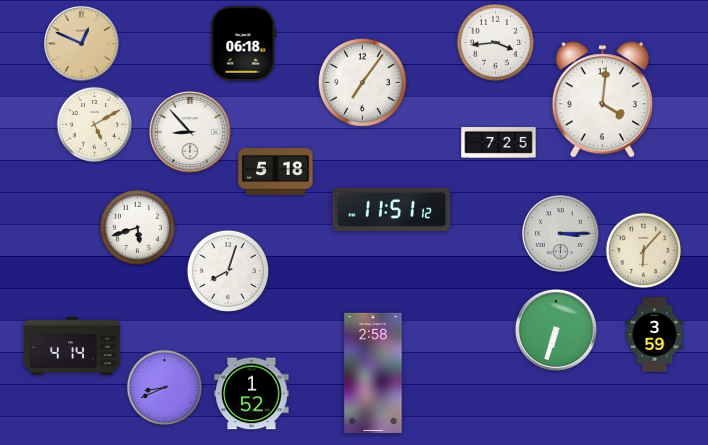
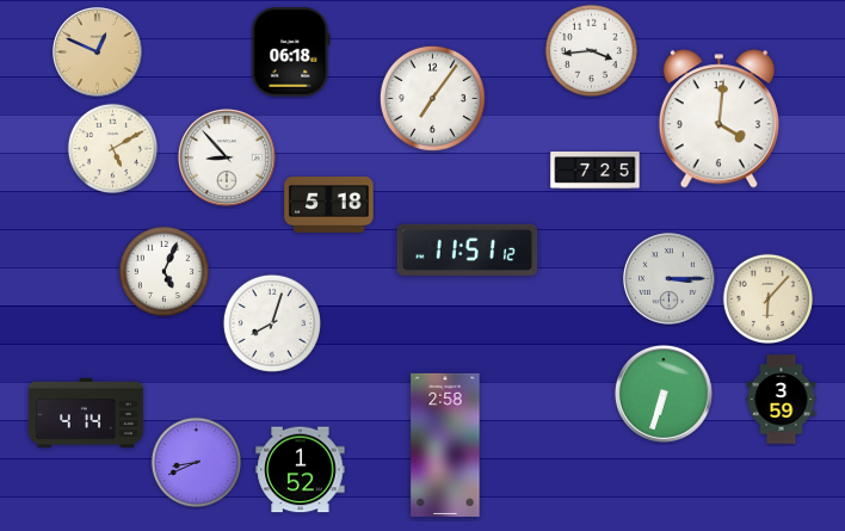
clock at (137, 227): 5:42 -> 5:04
